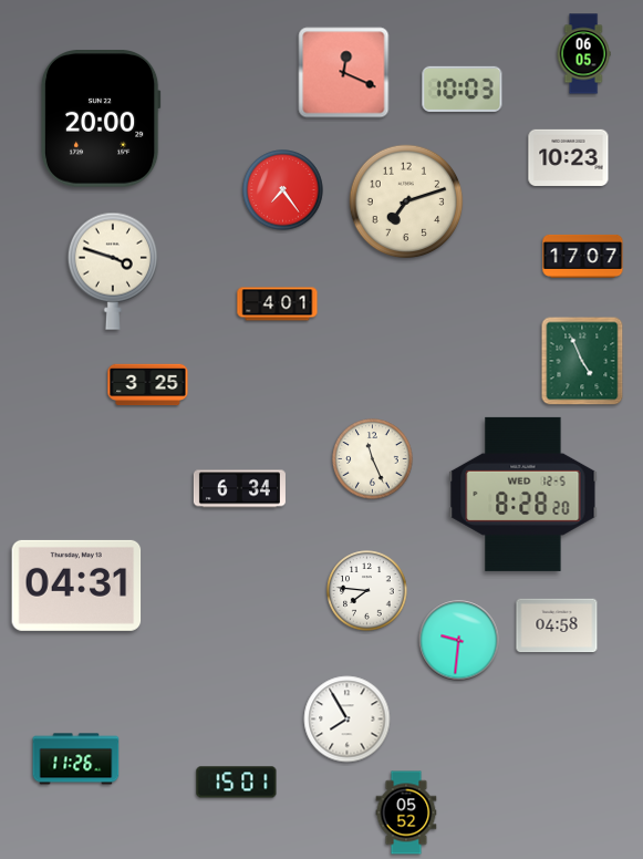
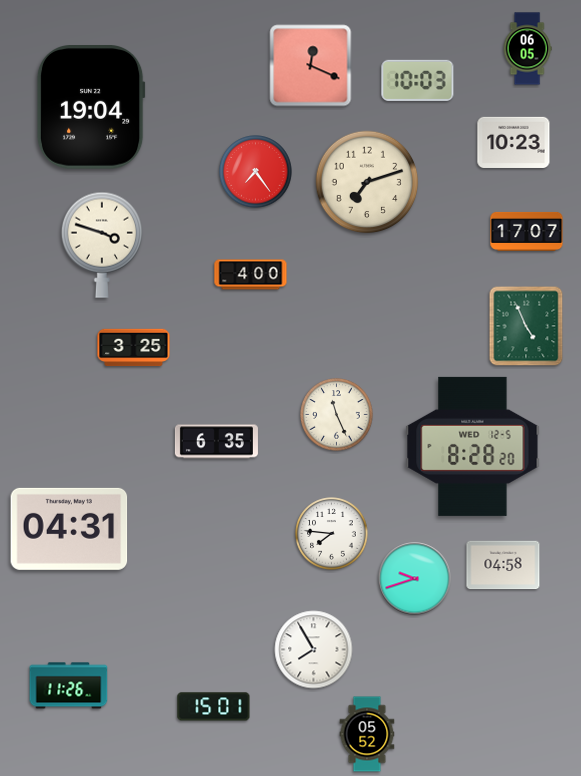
clock at (101, 120): 20:00 -> 19:04
clock at (278, 304): 4:01 -> 4:00
clock at (239, 489): 6:34 -> 6:35
clock at (459, 641): 9:31 -> 9:42
